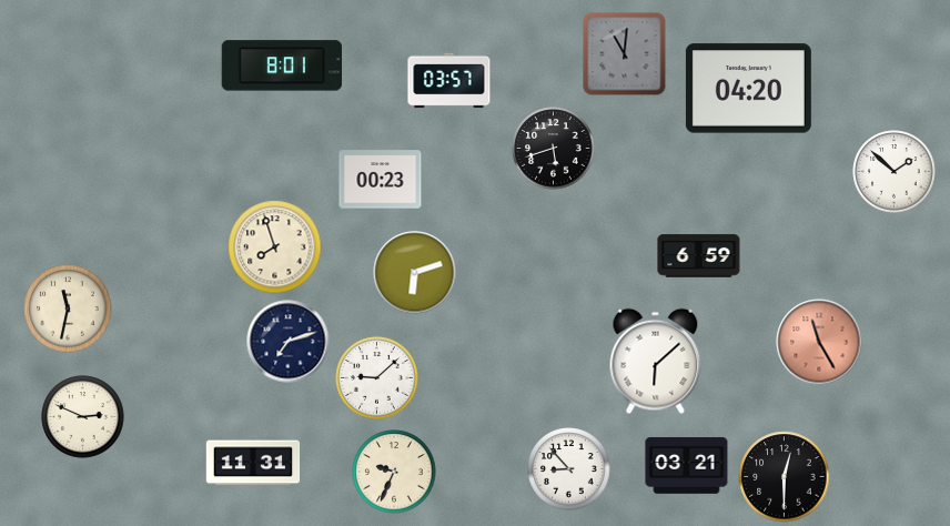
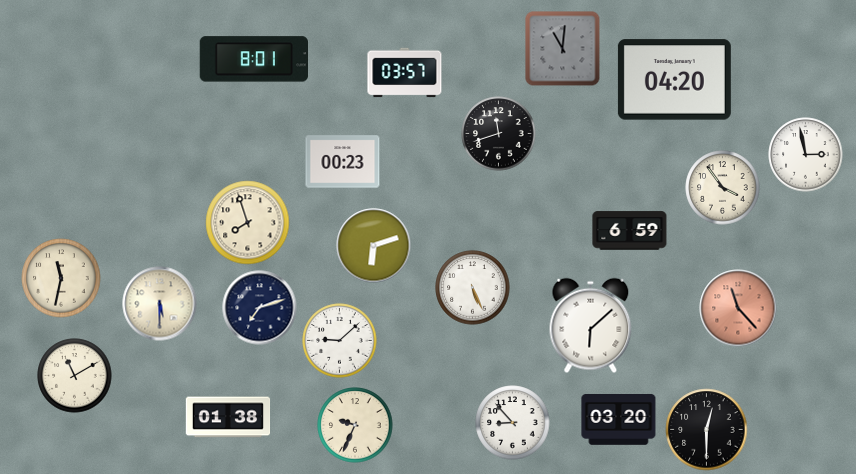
clock at (554, 149): 5:42 -> 11:42
clock at (895, 172): 1:52 -> 2:58
clock at (723, 188): none -> 3:54
clock at (473, 288): none -> 5:26
clock at (160, 304): none -> 5:30
clock at (819, 342): 11:25 -> 11:23
clock at (83, 417): 2:49 -> 11:10
clock at (253, 463): 11:31 -> 01:38
clock at (687, 466): 03:21 -> 03:20
